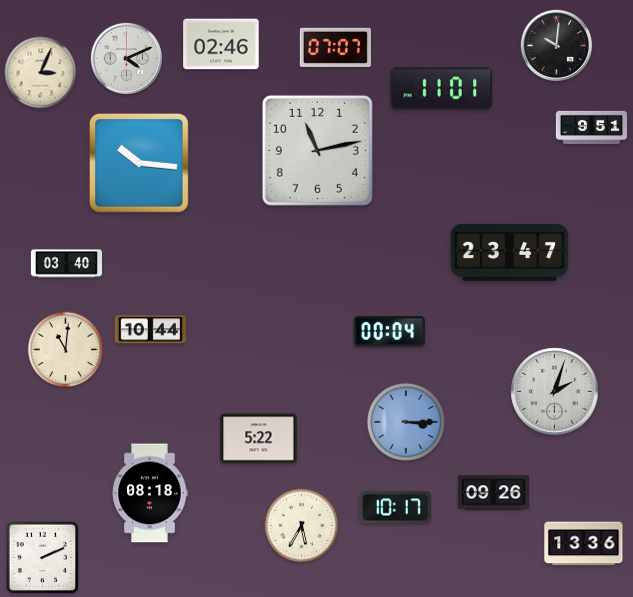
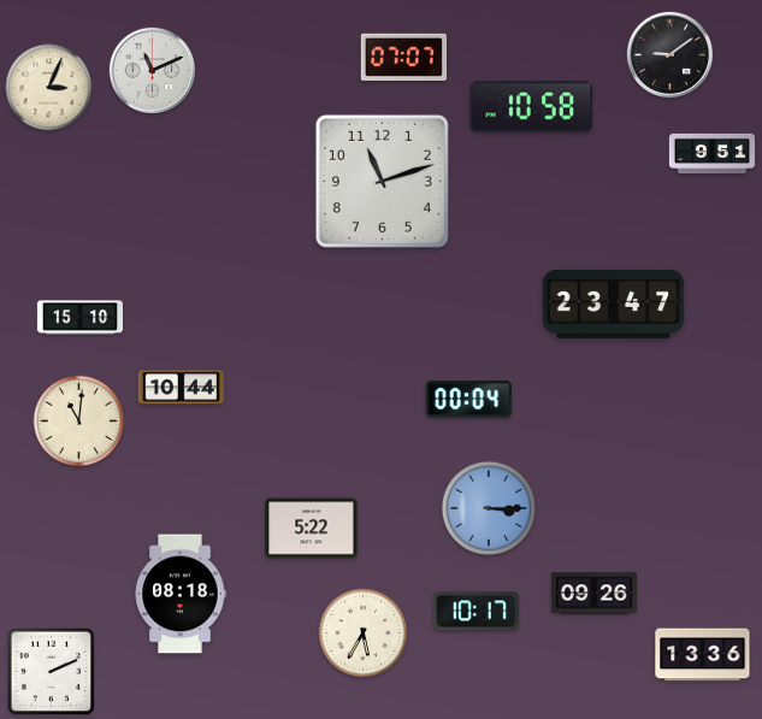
clock at (221, 44): 02:46 -> none
clock at (556, 45): 10:01 -> 9:09
clock at (126, 58): 4:11 -> 11:11
clock at (442, 89): 11:01 -> 10:58
clock at (317, 150): 11:13 -> 11:12
clock at (139, 163): 10:16 -> none
clock at (67, 264): 03:40 -> 15:10
clock at (150, 330) position: (150, 330) -> (181, 388)
clock at (555, 392): 2:03 -> none
